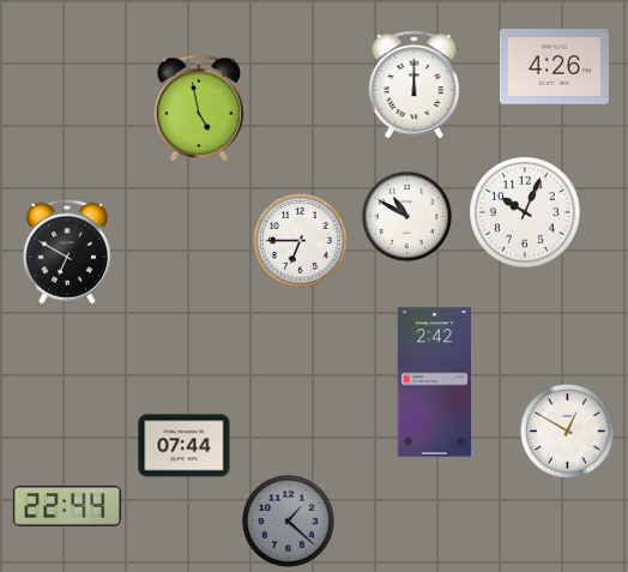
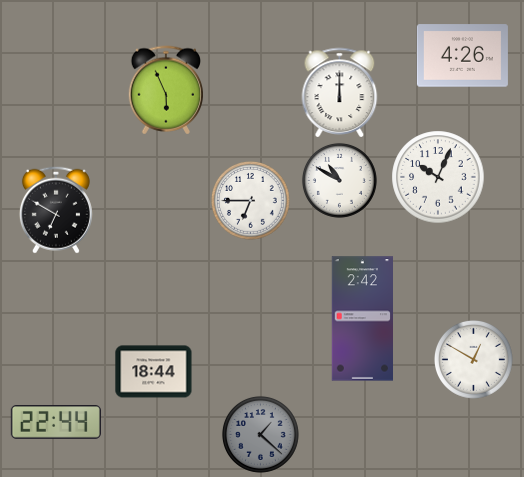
clock at (415, 84) position: (415, 84) -> (340, 92)
clock at (198, 108): 4:58 -> 5:56
clock at (185, 446): 07:44 -> 18:44
clock at (288, 520) position: (288, 520) -> (260, 434)
